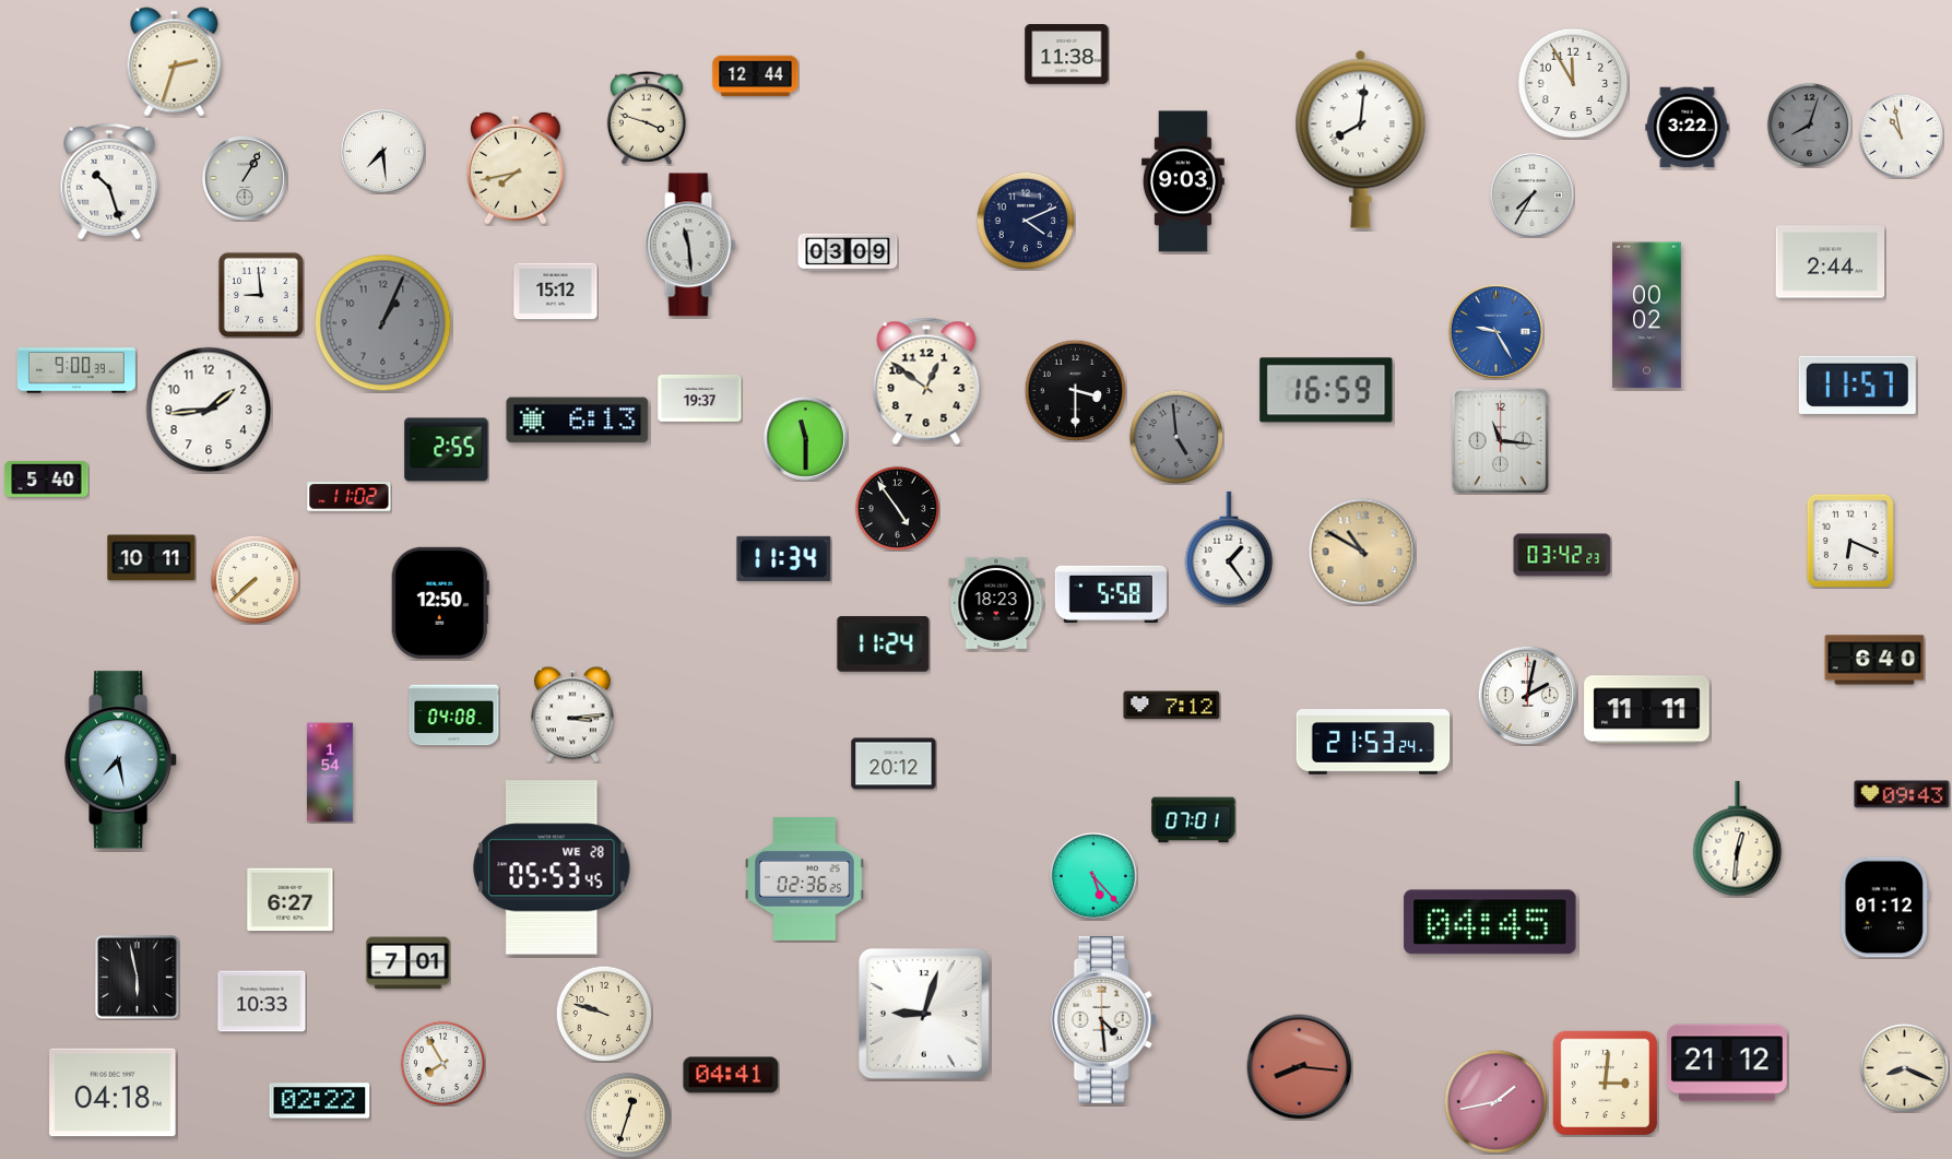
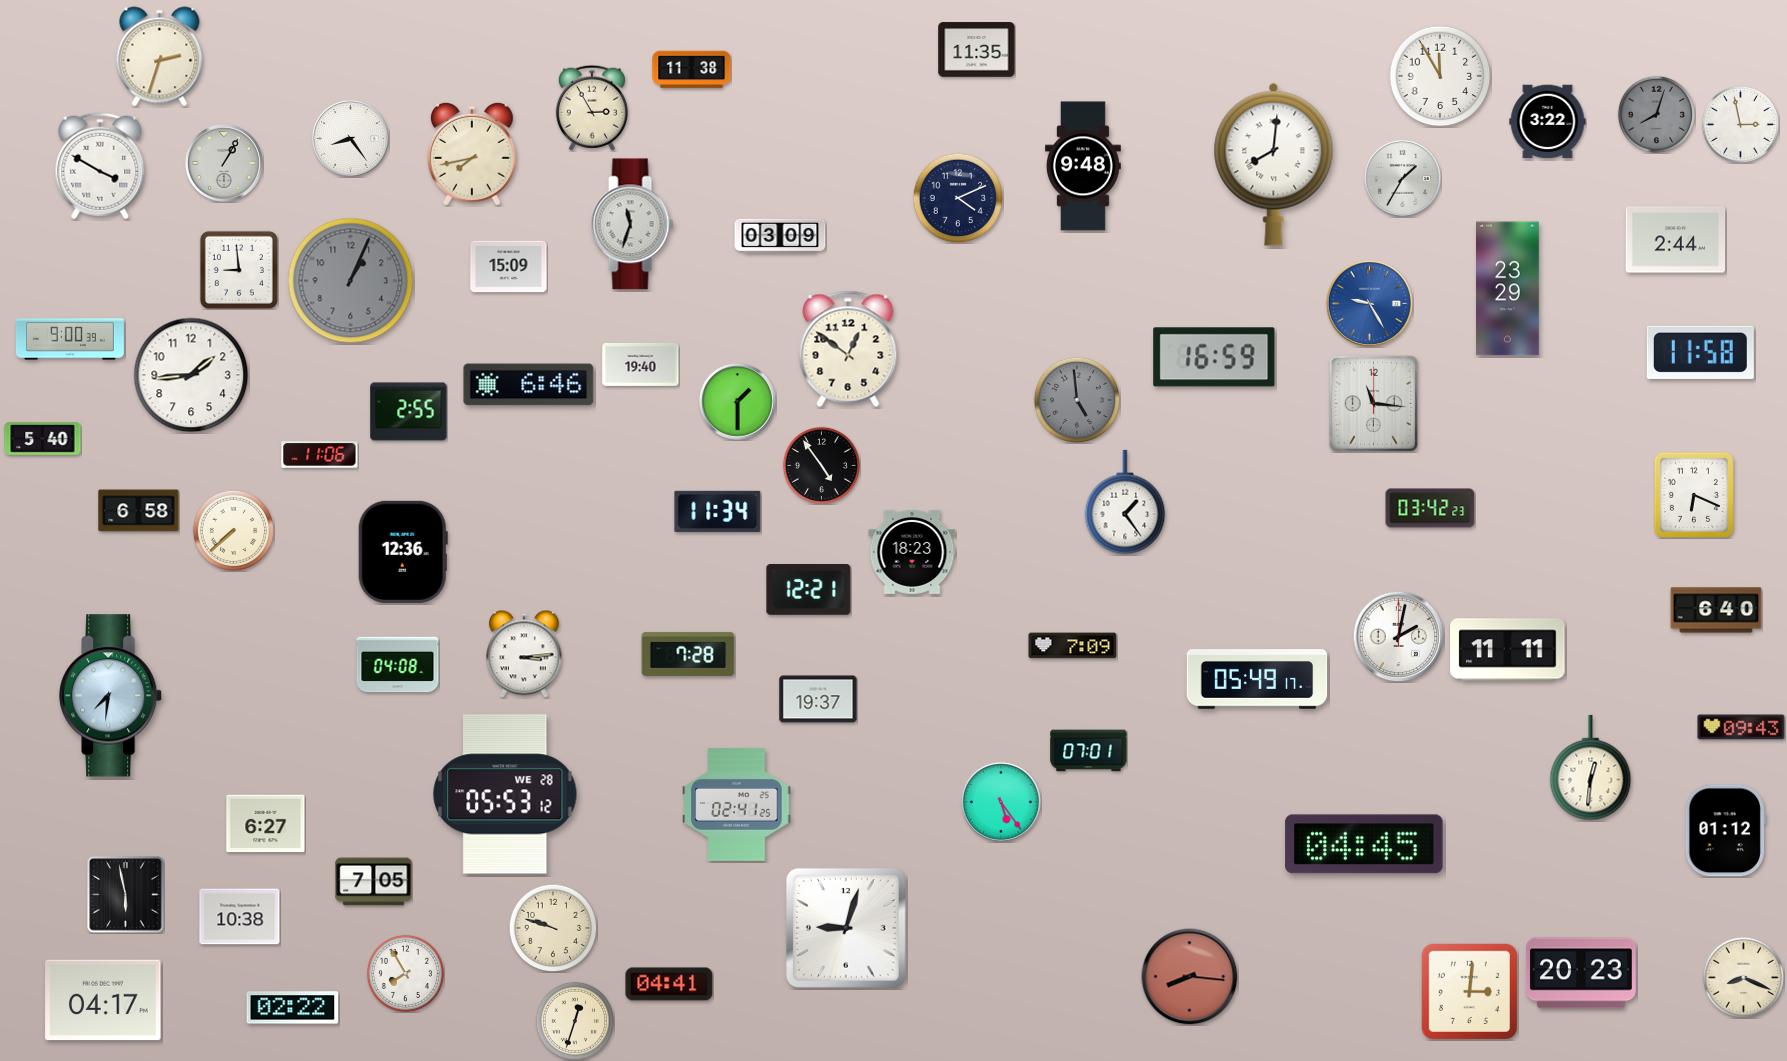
clock at (1067, 55): 11:38 -> 11:35
clock at (756, 76): 12:44 -> 11:38
clock at (647, 118): 3:48 -> 2:55
clock at (1688, 128) position: (1688, 128) -> (1548, 122)
clock at (1901, 135): 10:58 -> 2:58
clock at (1361, 139) position: (1361, 139) -> (1274, 164)
clock at (383, 152): 7:29 -> 8:24
clock at (109, 181): 10:27 -> 3:50
clock at (1183, 181): 9:03 -> 9:48
clock at (1533, 196): 7:35 -> 1:35
clock at (1026, 221) position: (1026, 221) -> (958, 198)
clock at (690, 245): 11:29 -> 11:33
clock at (848, 251) position: (848, 251) -> (780, 235)
clock at (556, 292): 15:12 -> 15:09
clock at (1647, 316): 00:02 -> 23:29
clock at (383, 323) position: (383, 323) -> (351, 281)
clock at (1857, 385): 11:57 -> 11:58
clock at (1075, 390): 3:30 -> none
clock at (700, 398): 19:37 -> 19:40
clock at (578, 421): 6:13 -> 6:46
clock at (806, 439): 11:30 -> 1:30
clock at (350, 497): 11:02 -> 11:06
clock at (1362, 552): 10:50 -> none
clock at (152, 558): 10:11 -> 6:58
clock at (1111, 594): 5:58 -> none
clock at (440, 603): 12:50 -> 12:36
clock at (884, 644): 11:24 -> 12:21
clock at (1874, 660) position: (1874, 660) -> (1716, 610)
clock at (1172, 706): 7:12 -> 7:09
clock at (688, 654): none -> 7:28
clock at (454, 715) position: (454, 715) -> (398, 665)
clock at (1373, 742): 21:53 -> 05:49
clock at (121, 760): 7:28 -> 7:31
clock at (894, 764): 20:12 -> 19:37
clock at (330, 772): 1:54 -> none
clock at (1194, 820) position: (1194, 820) -> (1089, 751)
clock at (552, 867): 05:53:45 -> 05:53:12
clock at (1093, 876): 5:23 -> 5:24
clock at (805, 879): 02:36 -> 02:41
clock at (409, 963): 7:01 -> 7:05
clock at (262, 1002): 10:33 -> 10:38
clock at (1103, 1020): 4:29 -> none
clock at (1728, 1063): 21:12 -> 20:23
clock at (113, 1092): 04:18 -> 04:17
clock at (1495, 1101): 1:43 -> none
